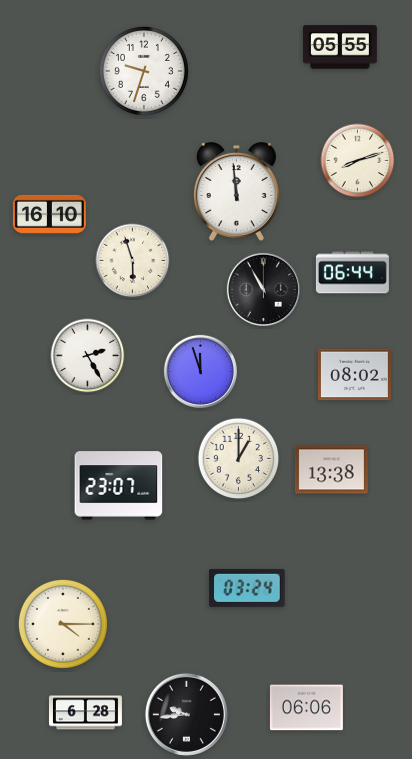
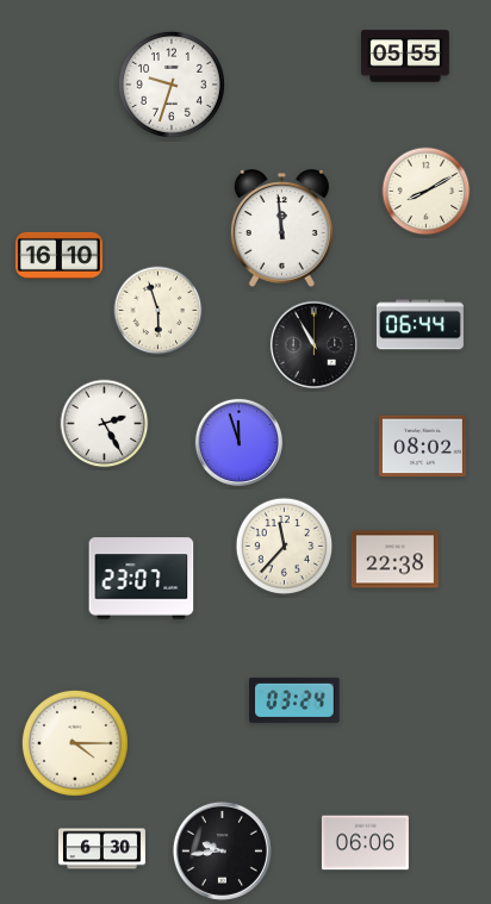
clock at (358, 161): 8:12 -> 8:10
clock at (239, 459): 1:00 -> 11:37
clock at (331, 470): 13:38 -> 22:38
clock at (85, 713): 6:28 -> 6:30
